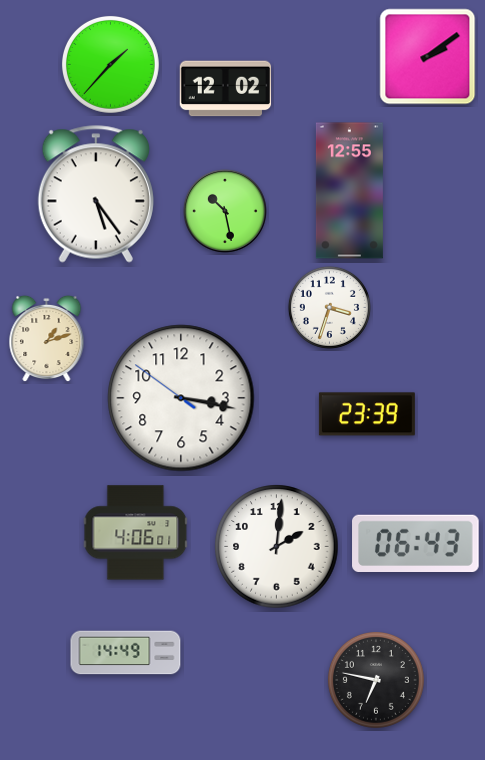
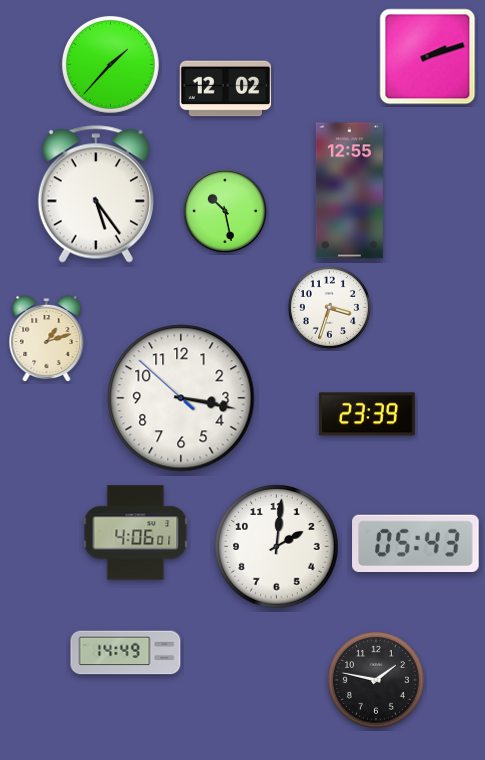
clock at (428, 57): 2:09 -> 2:12
clock at (181, 398): 3:16:51 -> 3:16:52
clock at (416, 543): 06:43 -> 05:43
clock at (376, 680): 6:47 -> 1:47
